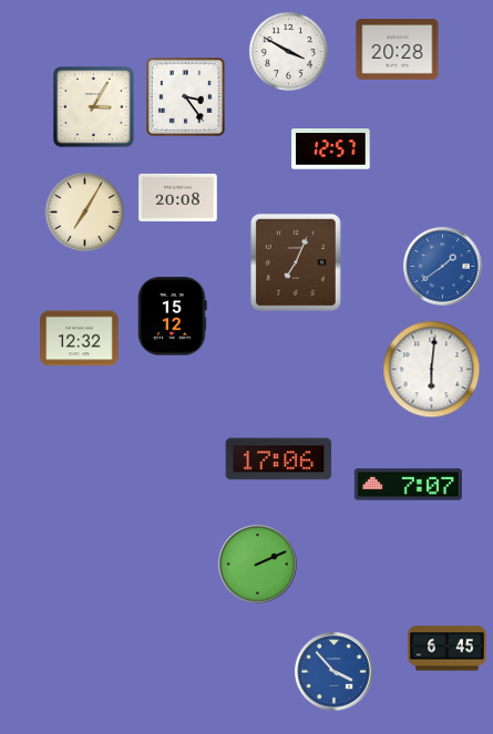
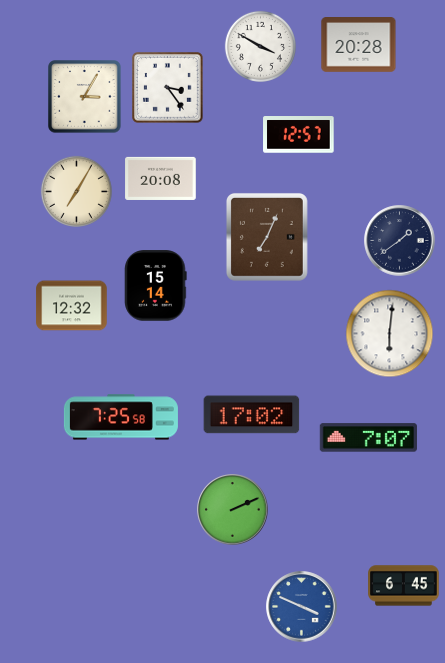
clock at (443, 267) dial: blue -> navy
clock at (173, 317): 15:12 -> 15:14
clock at (279, 459): 17:06 -> 17:02
clock at (121, 417): none -> 7:25
clock at (335, 672): 3:53 -> 3:49
